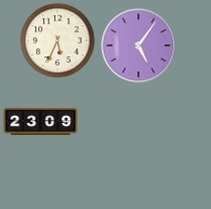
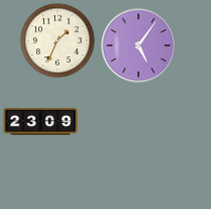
clock at (58, 41): 5:34 -> 1:34
